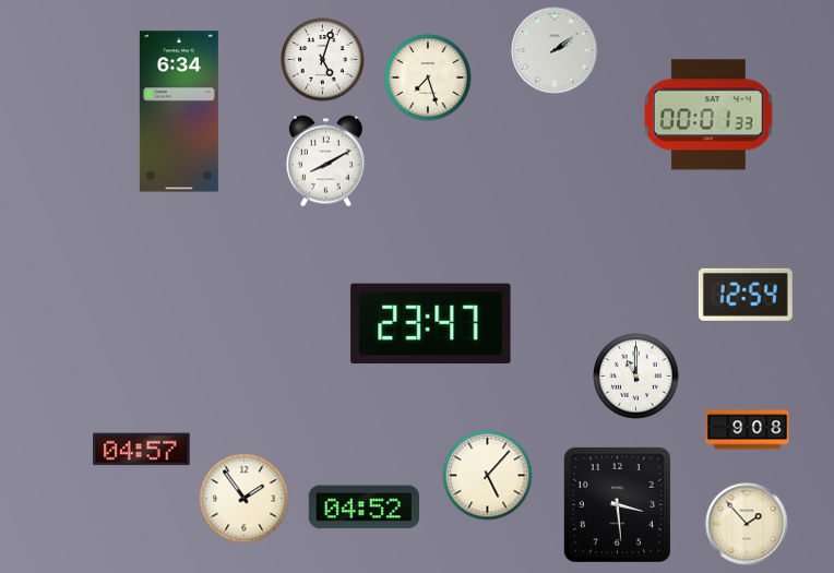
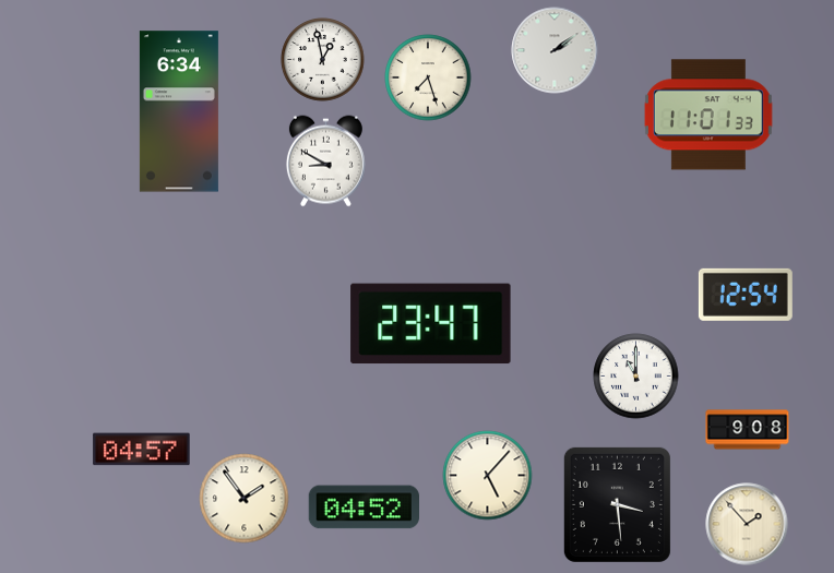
clock at (323, 60): 5:03 -> 12:58
clock at (708, 115): 00:01 -> 11:01
clock at (325, 162): 8:10 -> 8:50
